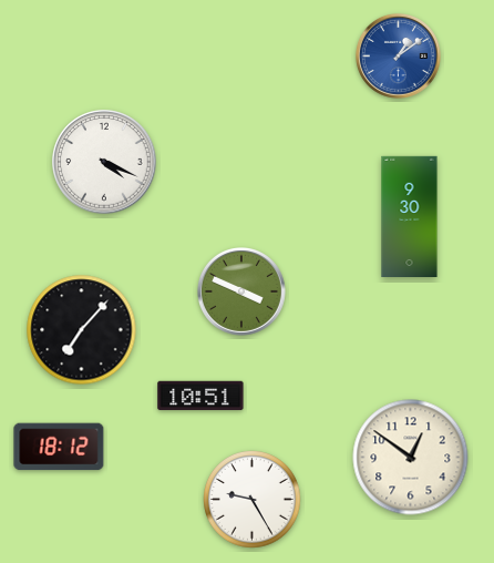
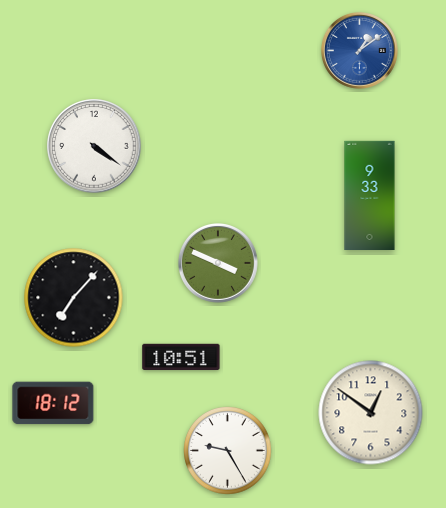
clock at (104, 162): 4:19 -> 4:21
clock at (410, 216): 9:30 -> 9:33
